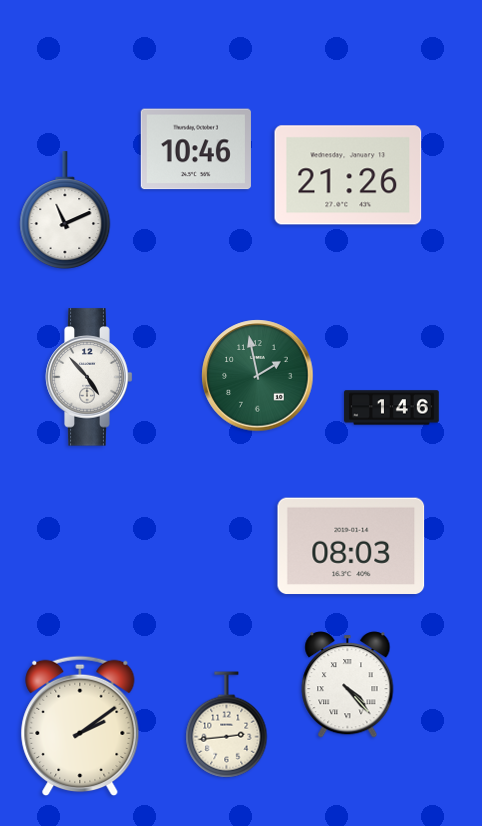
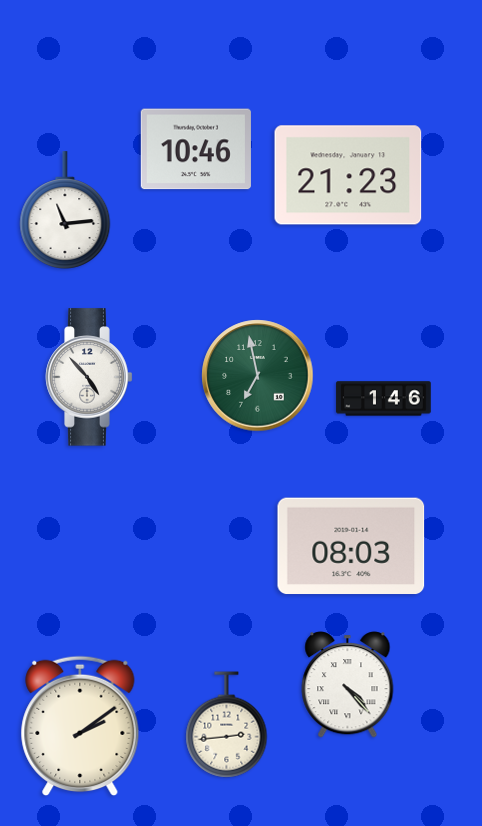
clock at (348, 175): 21:26 -> 21:23
clock at (65, 210): 11:11 -> 11:14
clock at (258, 376): 1:58 -> 6:58
clock at (392, 408) position: (392, 408) -> (384, 399)
